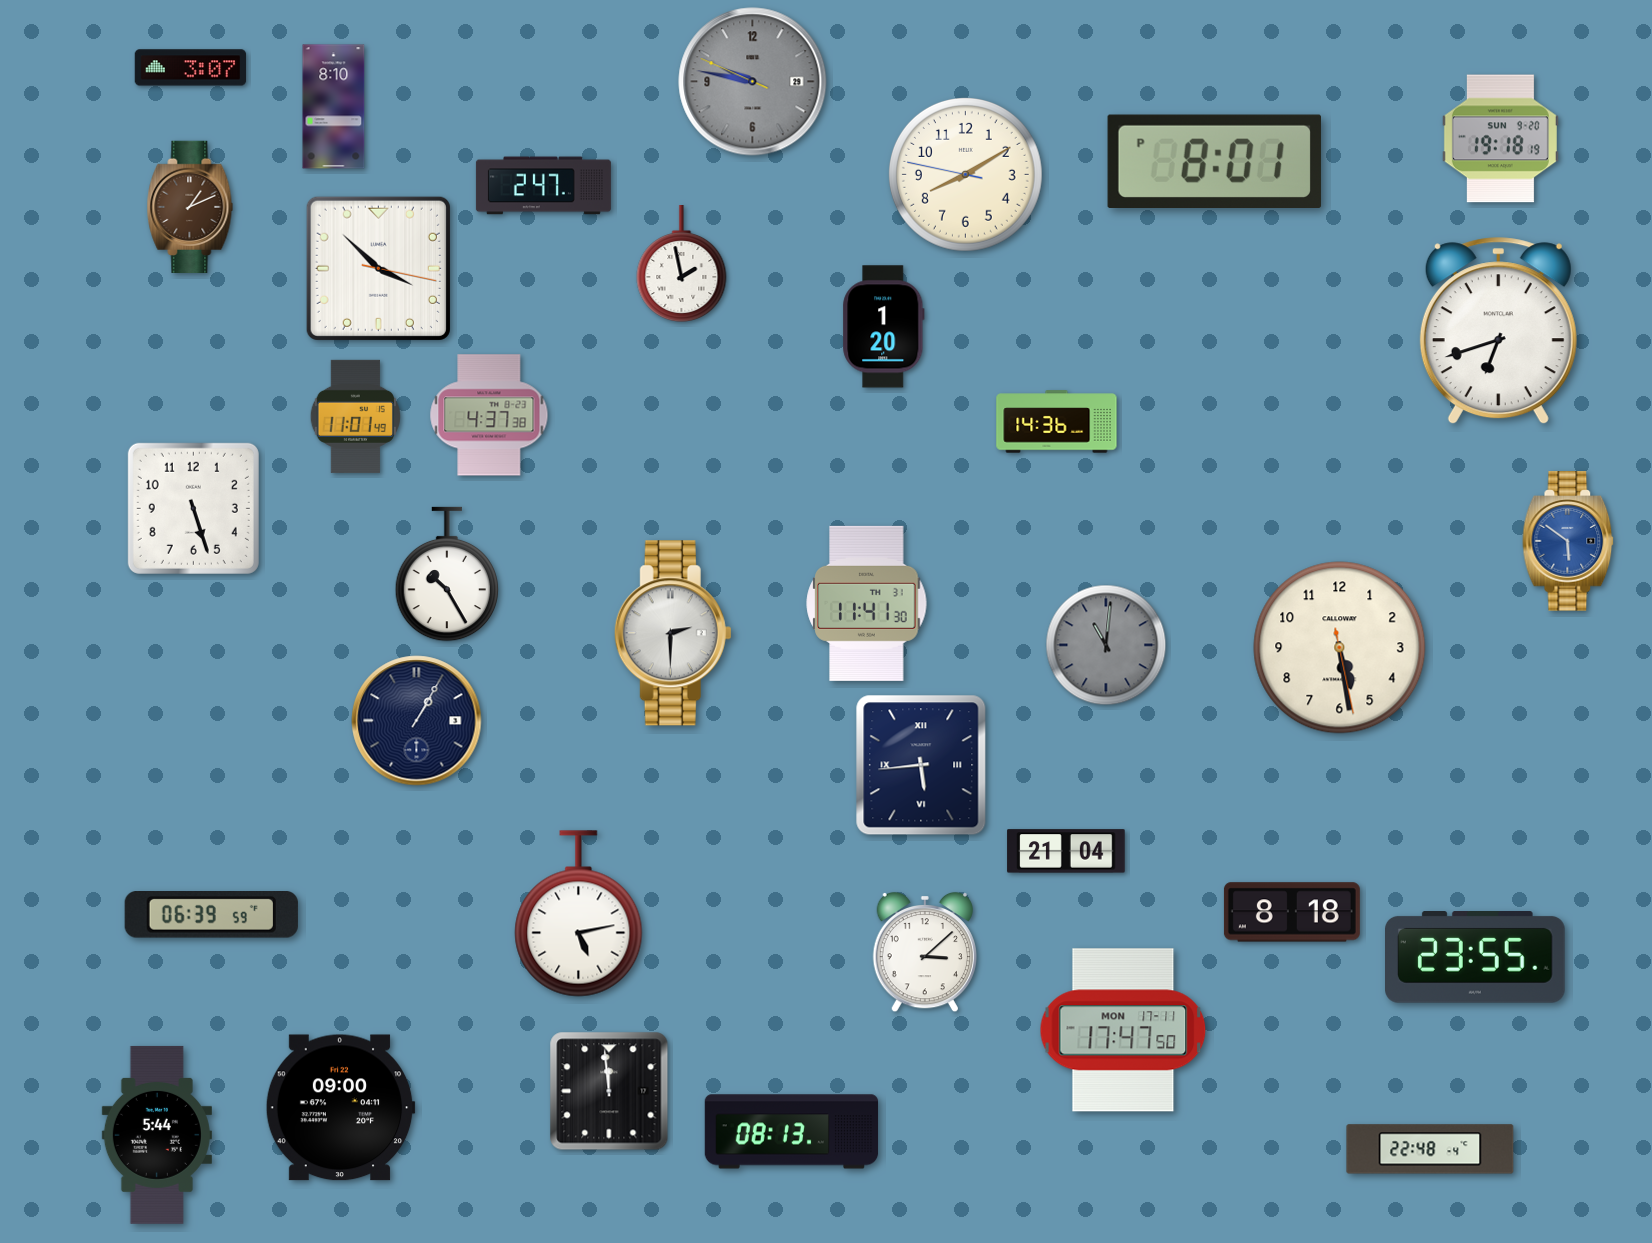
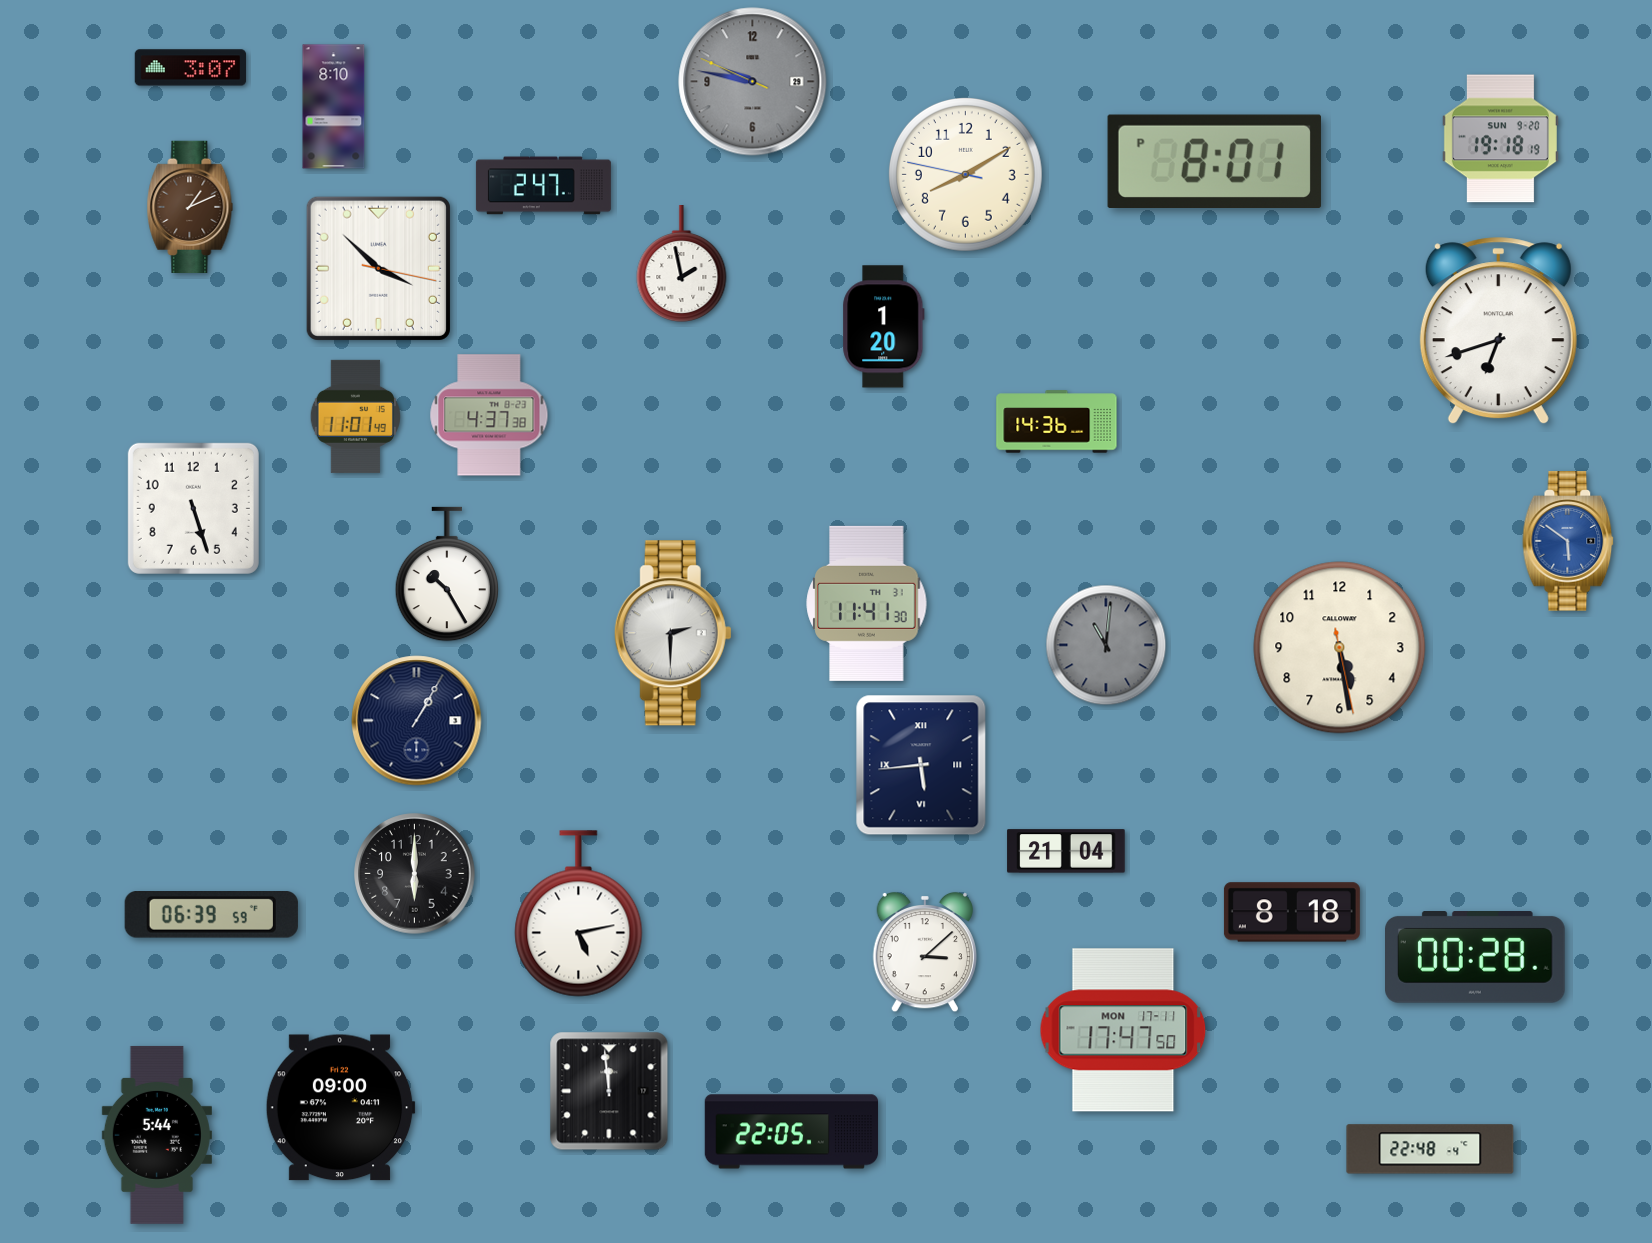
clock at (415, 874): none -> 6:00
clock at (1476, 958): 23:55 -> 00:28
clock at (792, 1132): 08:13 -> 22:05
